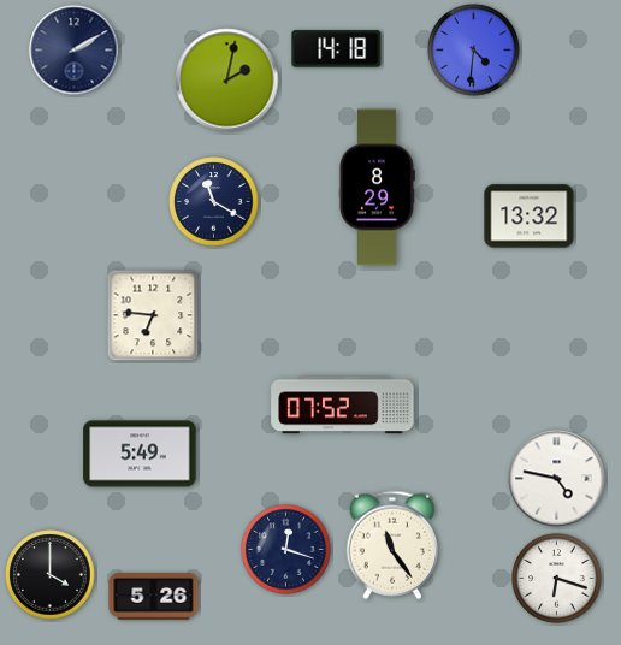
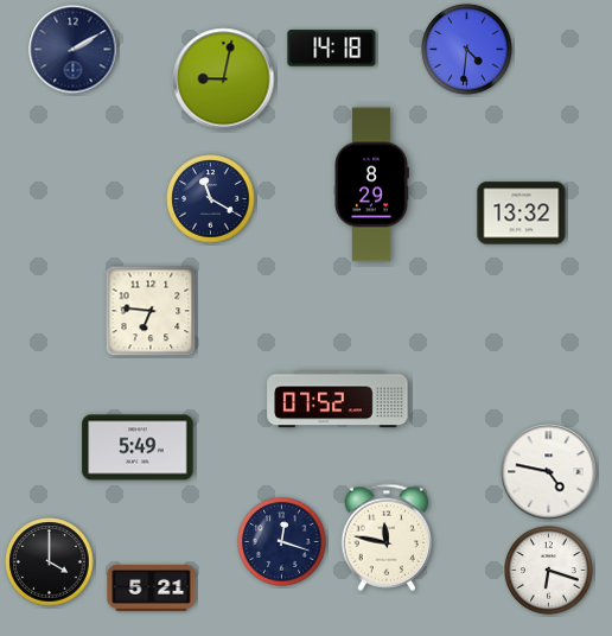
clock at (227, 81): 2:02 -> 9:02
clock at (392, 545): 11:24 -> 11:47
clock at (51, 575) position: (51, 575) -> (50, 562)
clock at (154, 596): 5:26 -> 5:21
